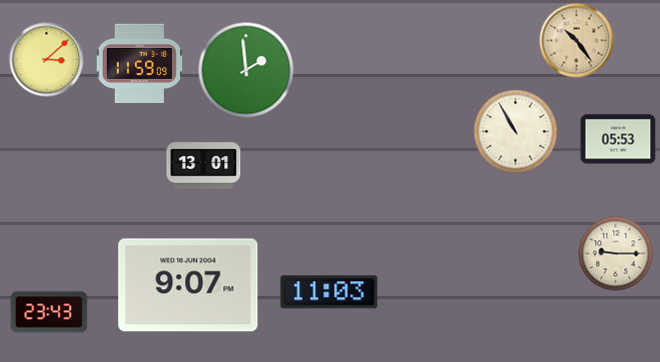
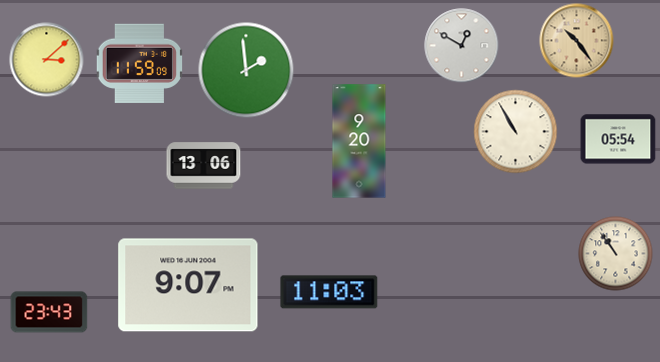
clock at (462, 46): none -> 12:50
clock at (618, 139): 05:53 -> 05:54
clock at (359, 141): none -> 9:20
clock at (204, 166): 13:01 -> 13:06
clock at (616, 254): 9:15 -> 10:54
